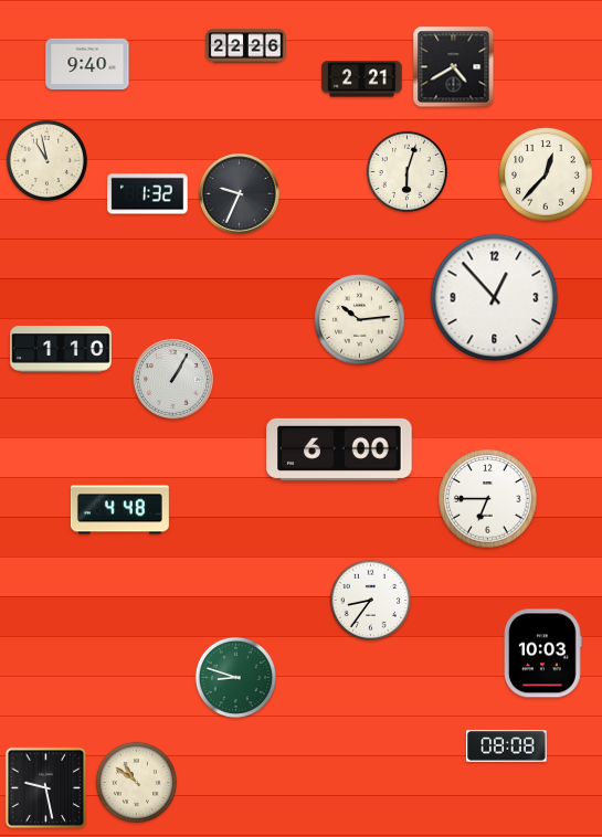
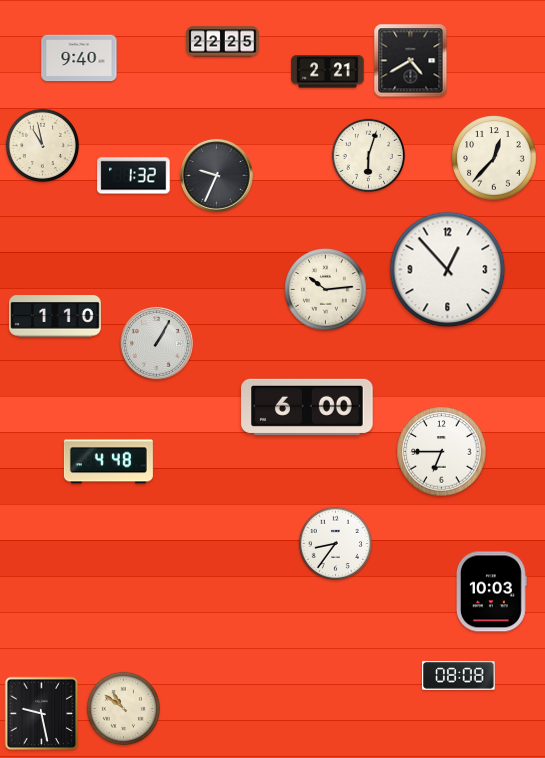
clock at (246, 46): 22:26 -> 22:25
clock at (235, 677): 8:48 -> none
